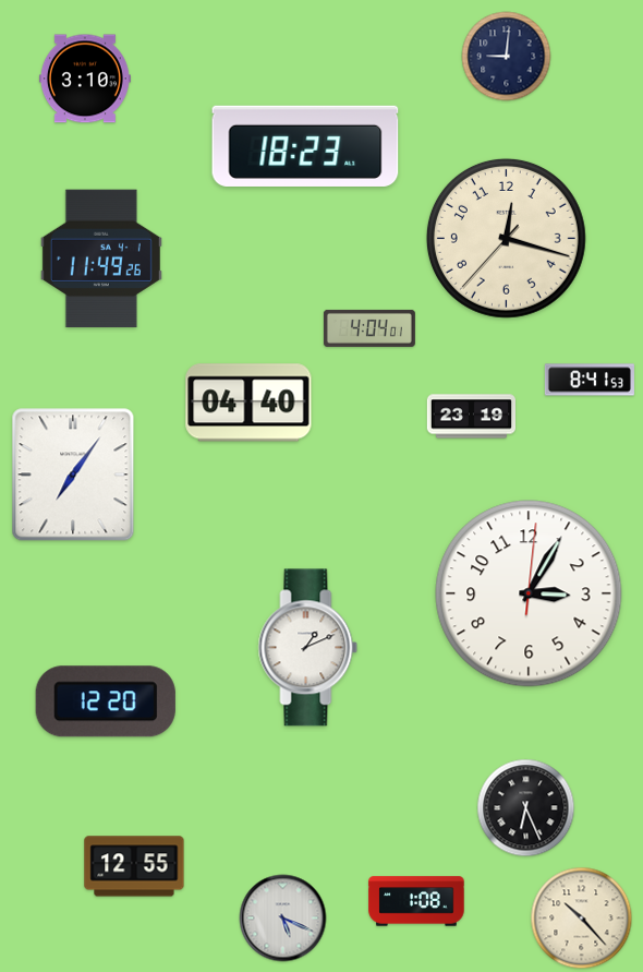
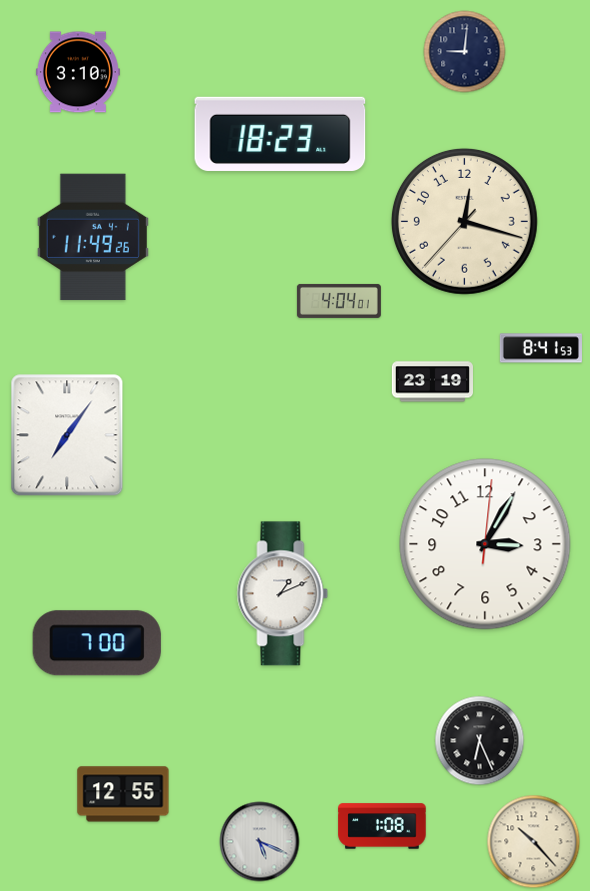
clock at (506, 238) position: (506, 238) -> (464, 221)
clock at (248, 403): 04:40 -> none
clock at (106, 701): 12:20 -> 7:00
clock at (526, 808) position: (526, 808) -> (480, 741)
